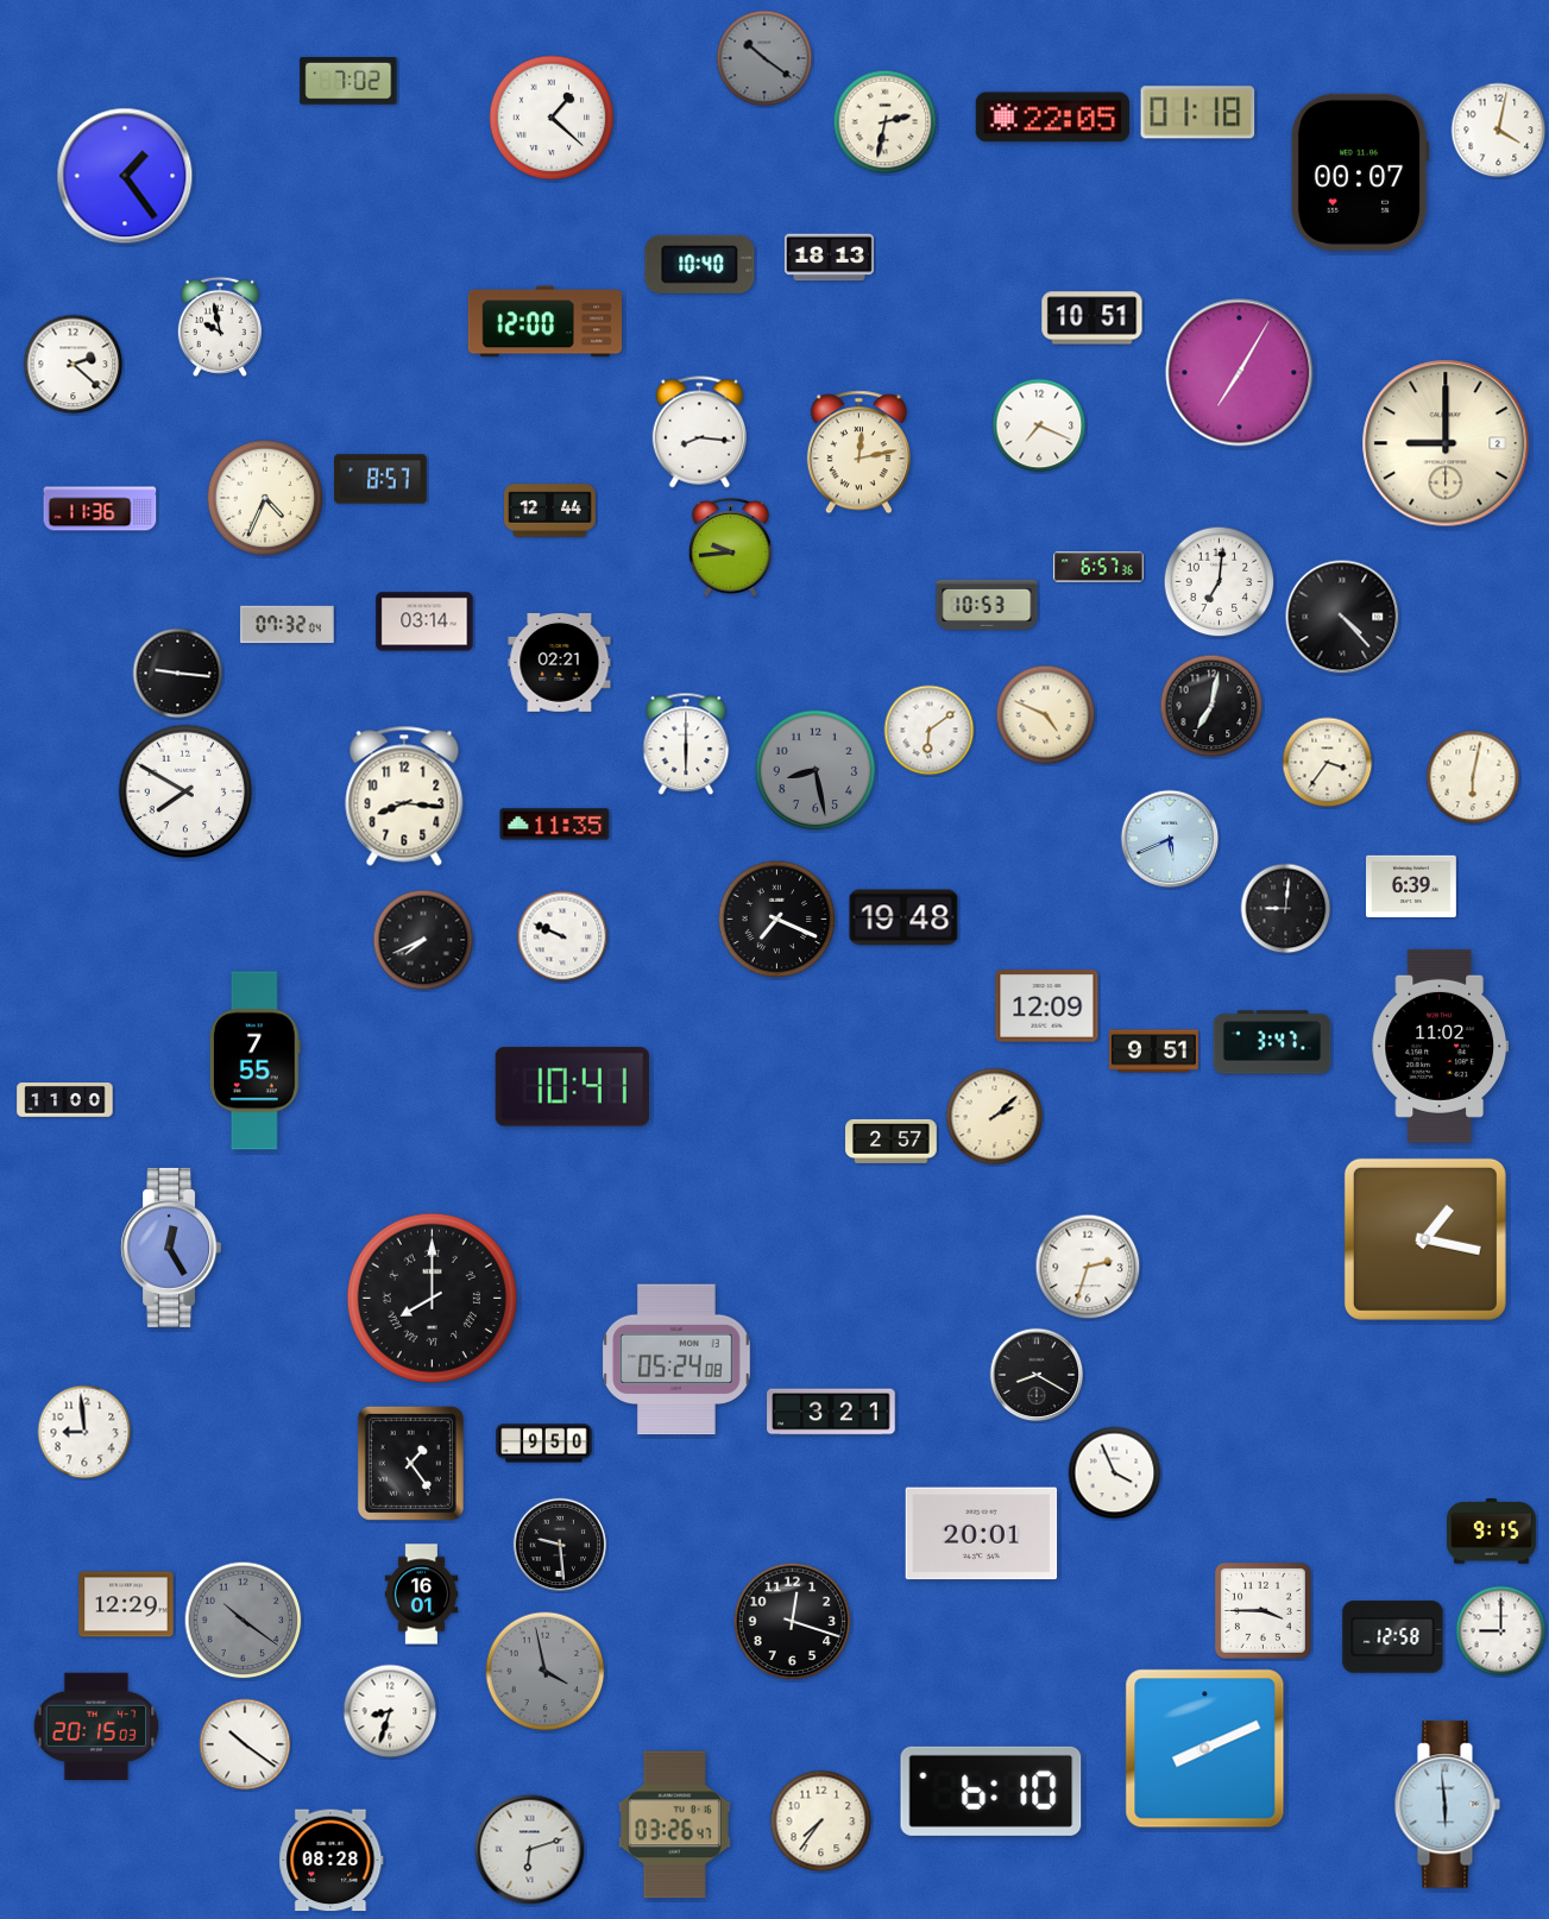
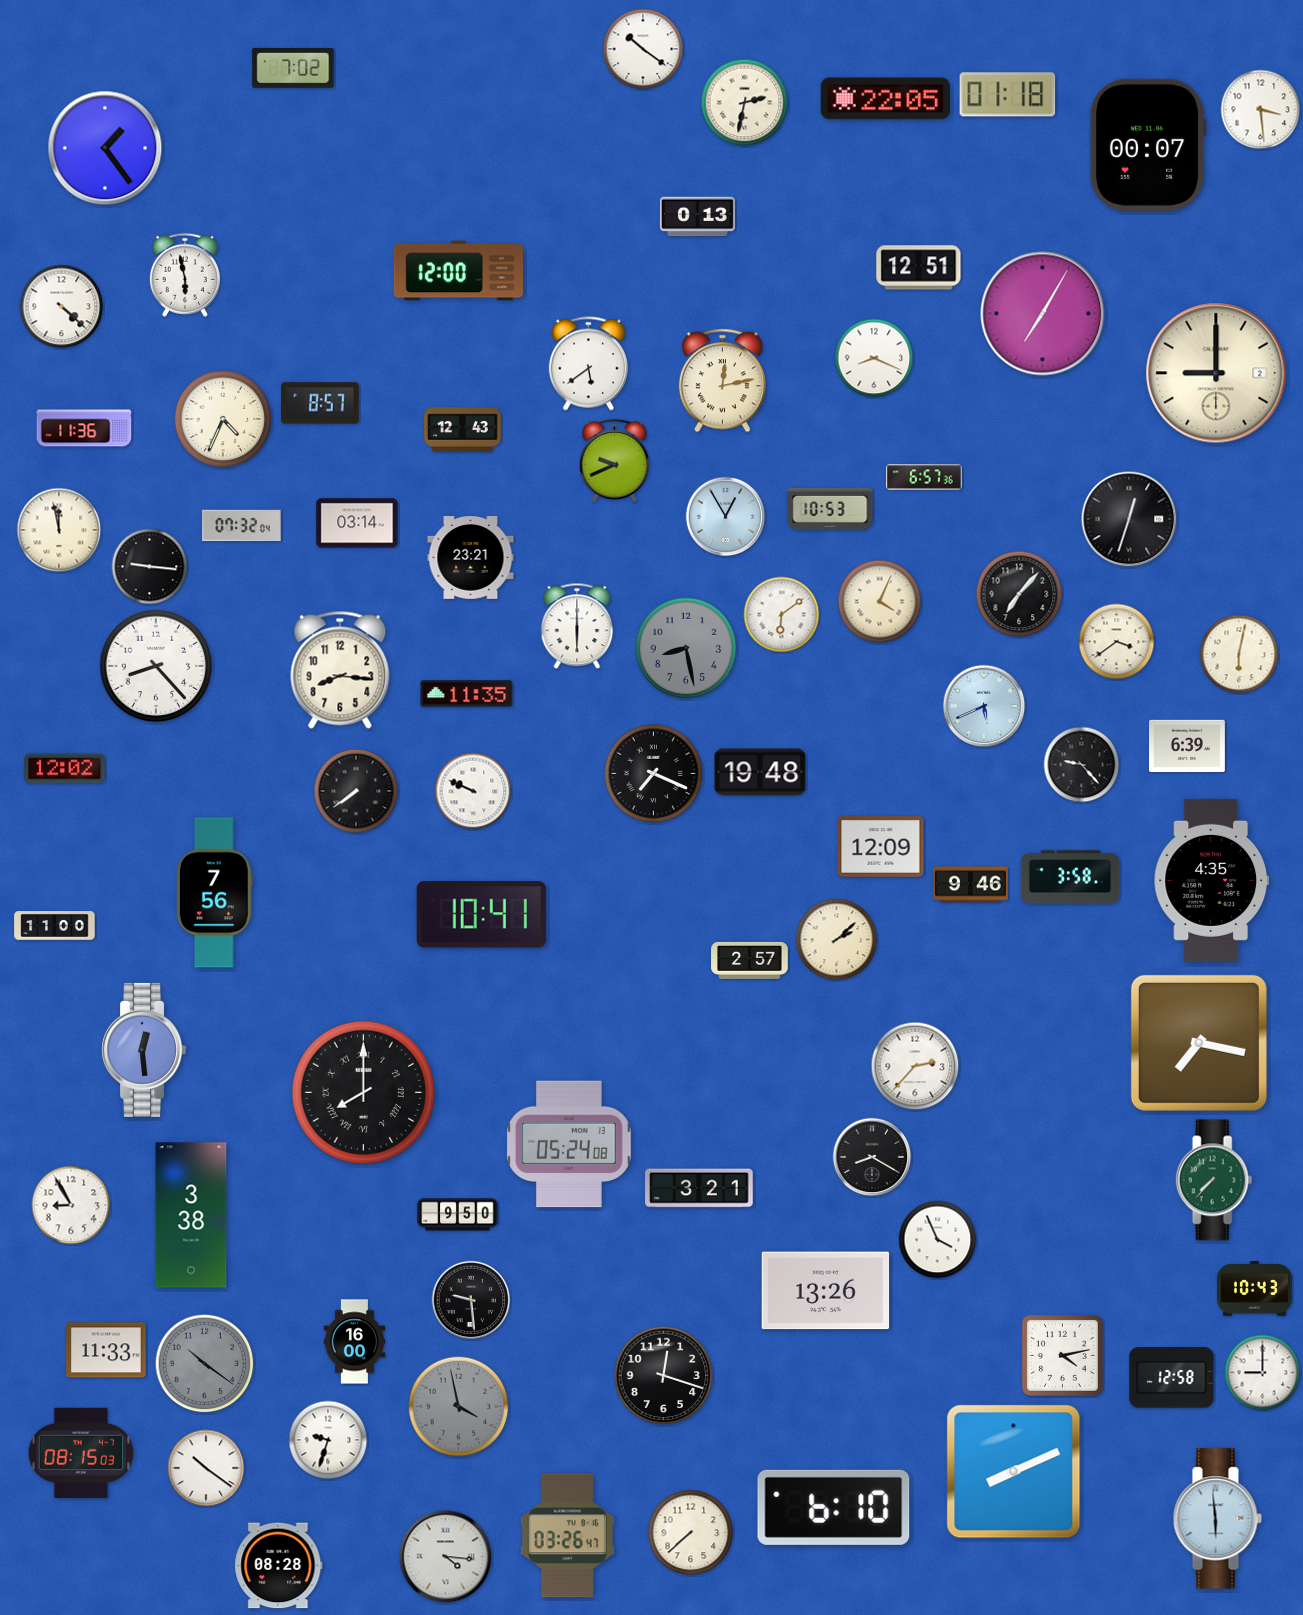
clock at (764, 58) dial: grey -> white
clock at (552, 118): 1:22 -> none
clock at (1499, 131): 4:02 -> 3:29
clock at (1360, 172) position: (1360, 172) -> (1148, 145)
clock at (829, 258): 18:13 -> 0:13
clock at (700, 264): 10:40 -> none
clock at (1093, 318): 10:51 -> 12:51
clock at (220, 327): 9:58 -> 5:58
clock at (74, 365): 2:22 -> 4:22
clock at (1039, 425): 7:19 -> 8:19
clock at (699, 433): 8:16 -> 5:39
clock at (550, 511): 12:44 -> 12:43
clock at (730, 547): 9:44 -> 9:41
clock at (1220, 582): 7:01 -> none
clock at (726, 517): none -> 12:55
clock at (1342, 617): 4:23 -> 12:33
clock at (59, 530): none -> 11:58
clock at (560, 663): 02:21 -> 23:21
clock at (1211, 706): 7:02 -> 7:07
clock at (1046, 715): 4:49 -> 4:04
clock at (1328, 763): 3:36 -> 3:39
clock at (185, 791): 7:50 -> 8:23
clock at (1286, 909): 9:01 -> 9:23
clock at (65, 769): none -> 12:02
clock at (562, 936) position: (562, 936) -> (473, 791)
clock at (423, 940): 7:41 -> 7:39
clock at (1272, 1042): 3:47 -> 3:58
clock at (1441, 1046): 11:02 -> 4:35
clock at (1153, 1052): 9:51 -> 9:46
clock at (254, 1061): 7:55 -> 7:56
clock at (1425, 1239): 1:17 -> 7:17
clock at (170, 1248): 12:25 -> 12:29
clock at (1088, 1267): 2:33 -> 2:37
clock at (1214, 1180): none -> 7:37
clock at (84, 1432): 8:59 -> 8:55
clock at (191, 1215): none -> 3:38
clock at (410, 1463): 1:24 -> none
clock at (1491, 1532): 9:15 -> 10:43
clock at (982, 1534): 20:01 -> 13:26
clock at (422, 1595): 16:01 -> 16:00
clock at (126, 1604): 12:29 -> 11:33
clock at (1263, 1610): 3:45 -> 4:13
clock at (793, 1622) position: (793, 1622) -> (664, 1376)
clock at (390, 1711): 8:33 -> 9:33
clock at (96, 1725): 20:15 -> 08:15
clock at (821, 1822): 7:36 -> 7:38
clock at (530, 1850): 6:12 -> 4:16
